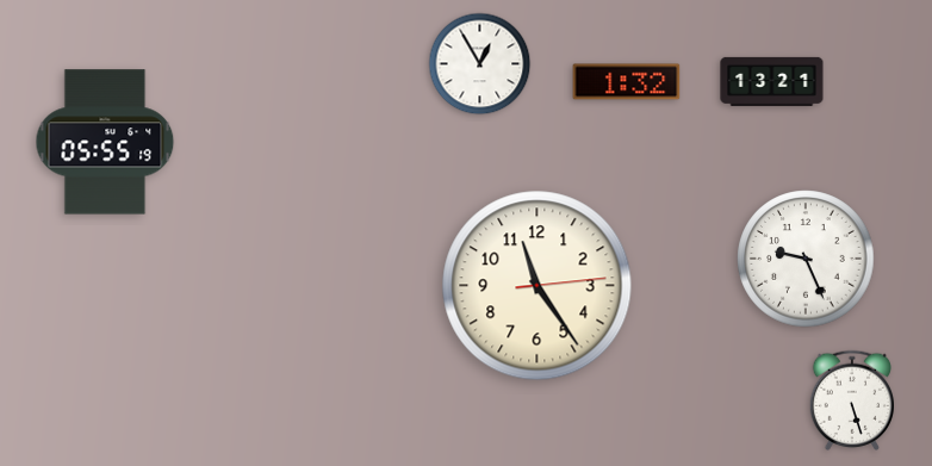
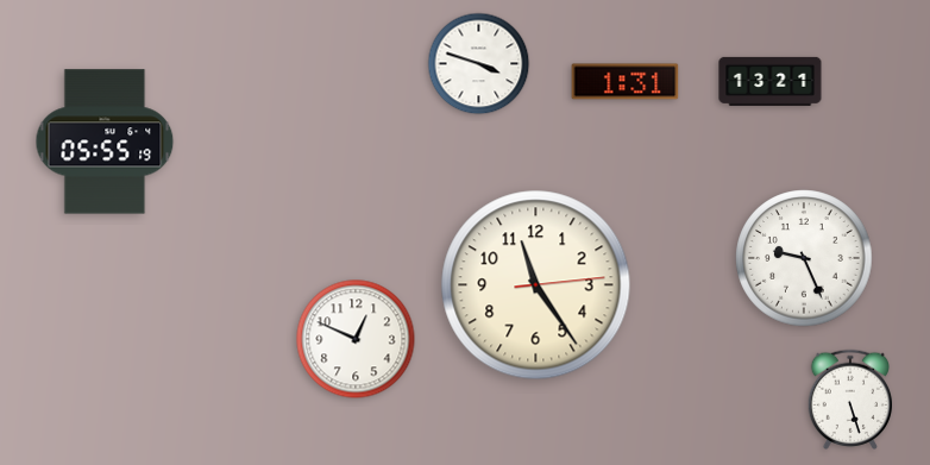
clock at (480, 64): 12:55 -> 3:48
clock at (627, 82): 1:32 -> 1:31
clock at (356, 339): none -> 12:49
